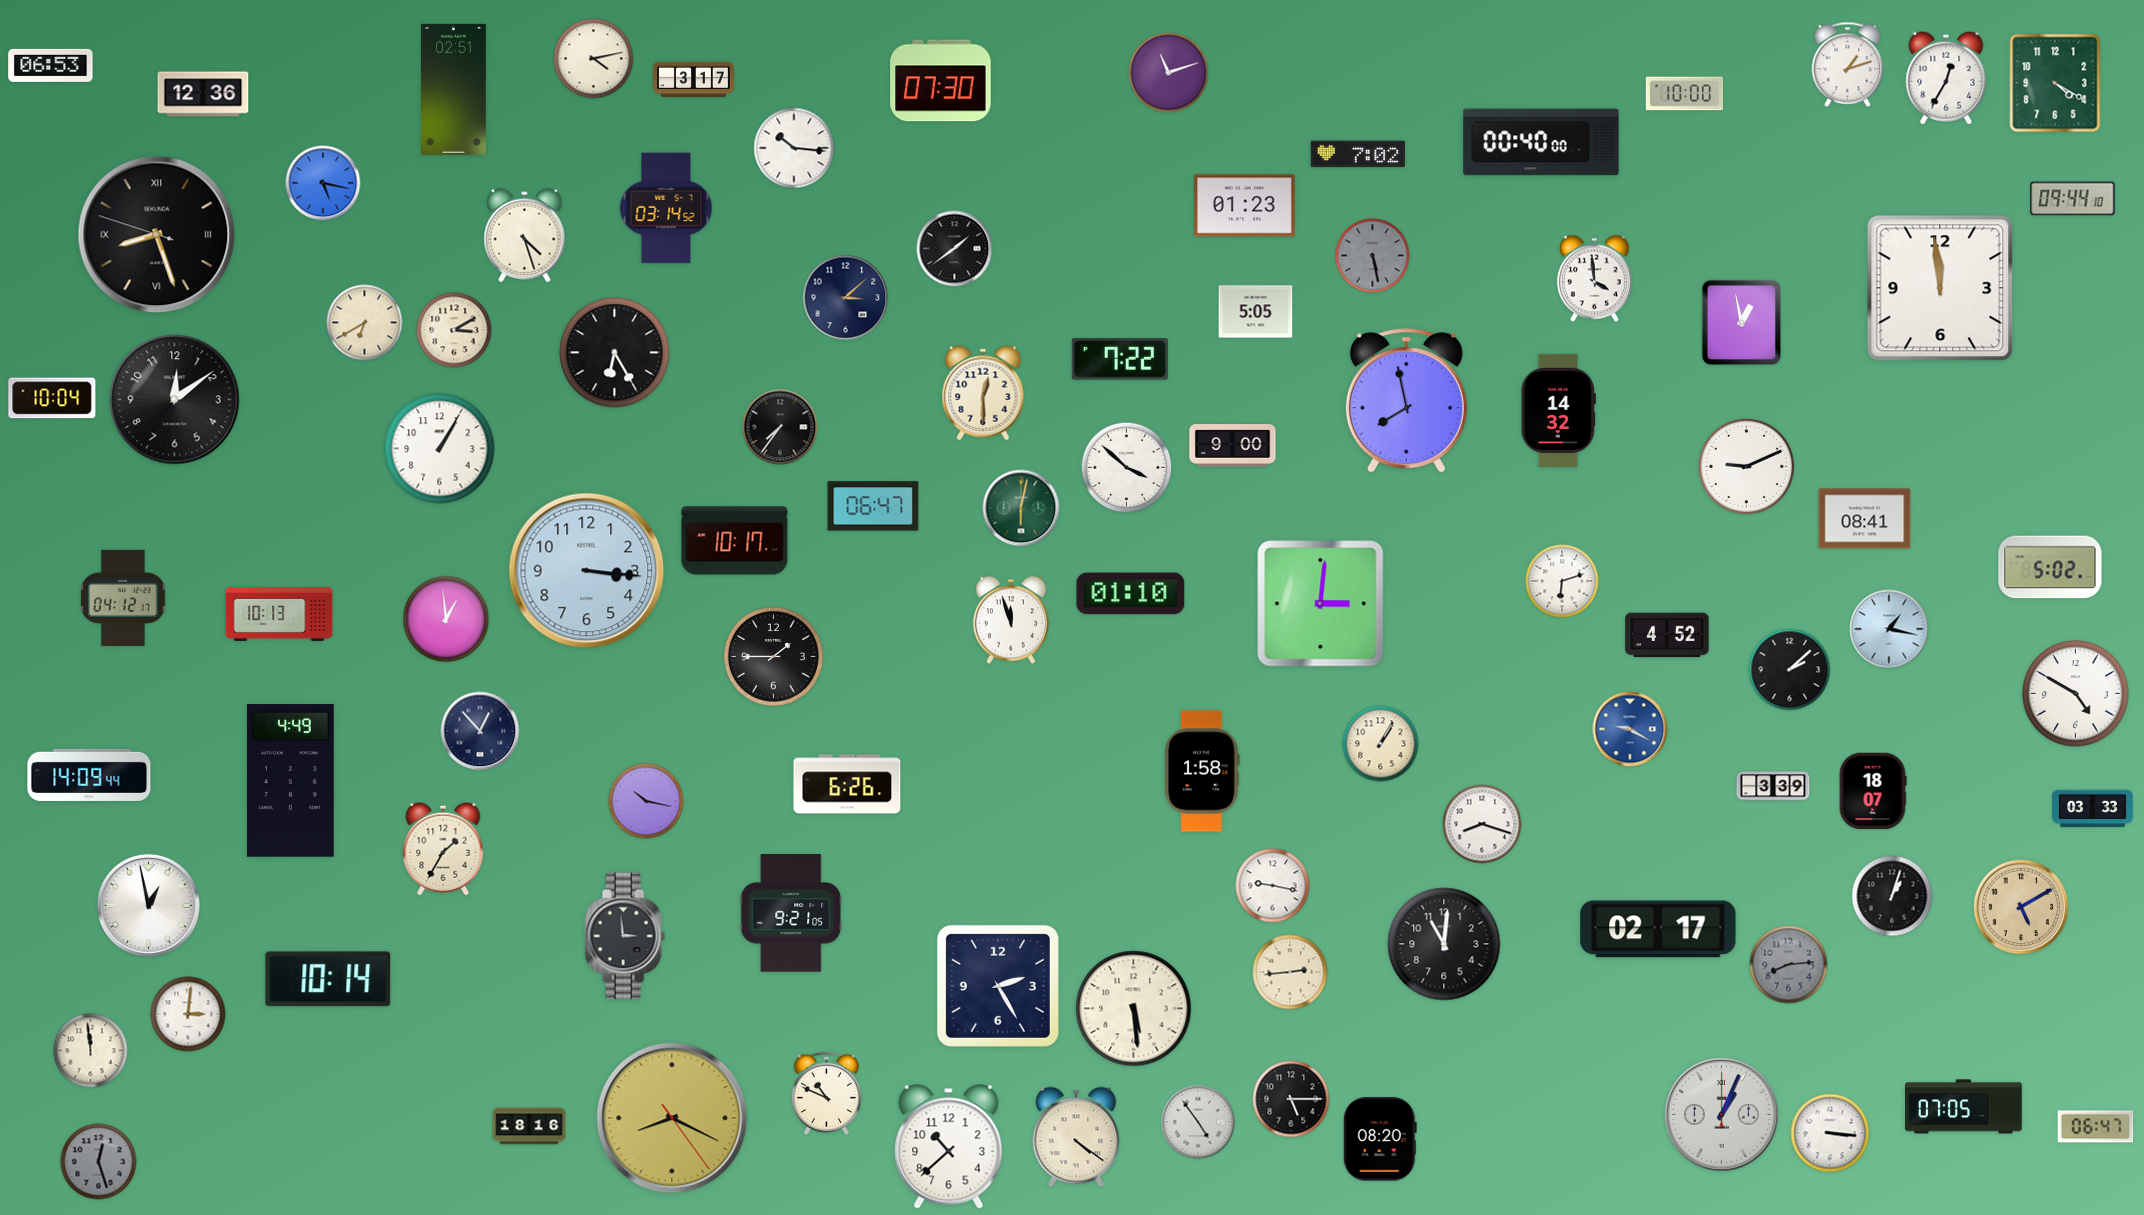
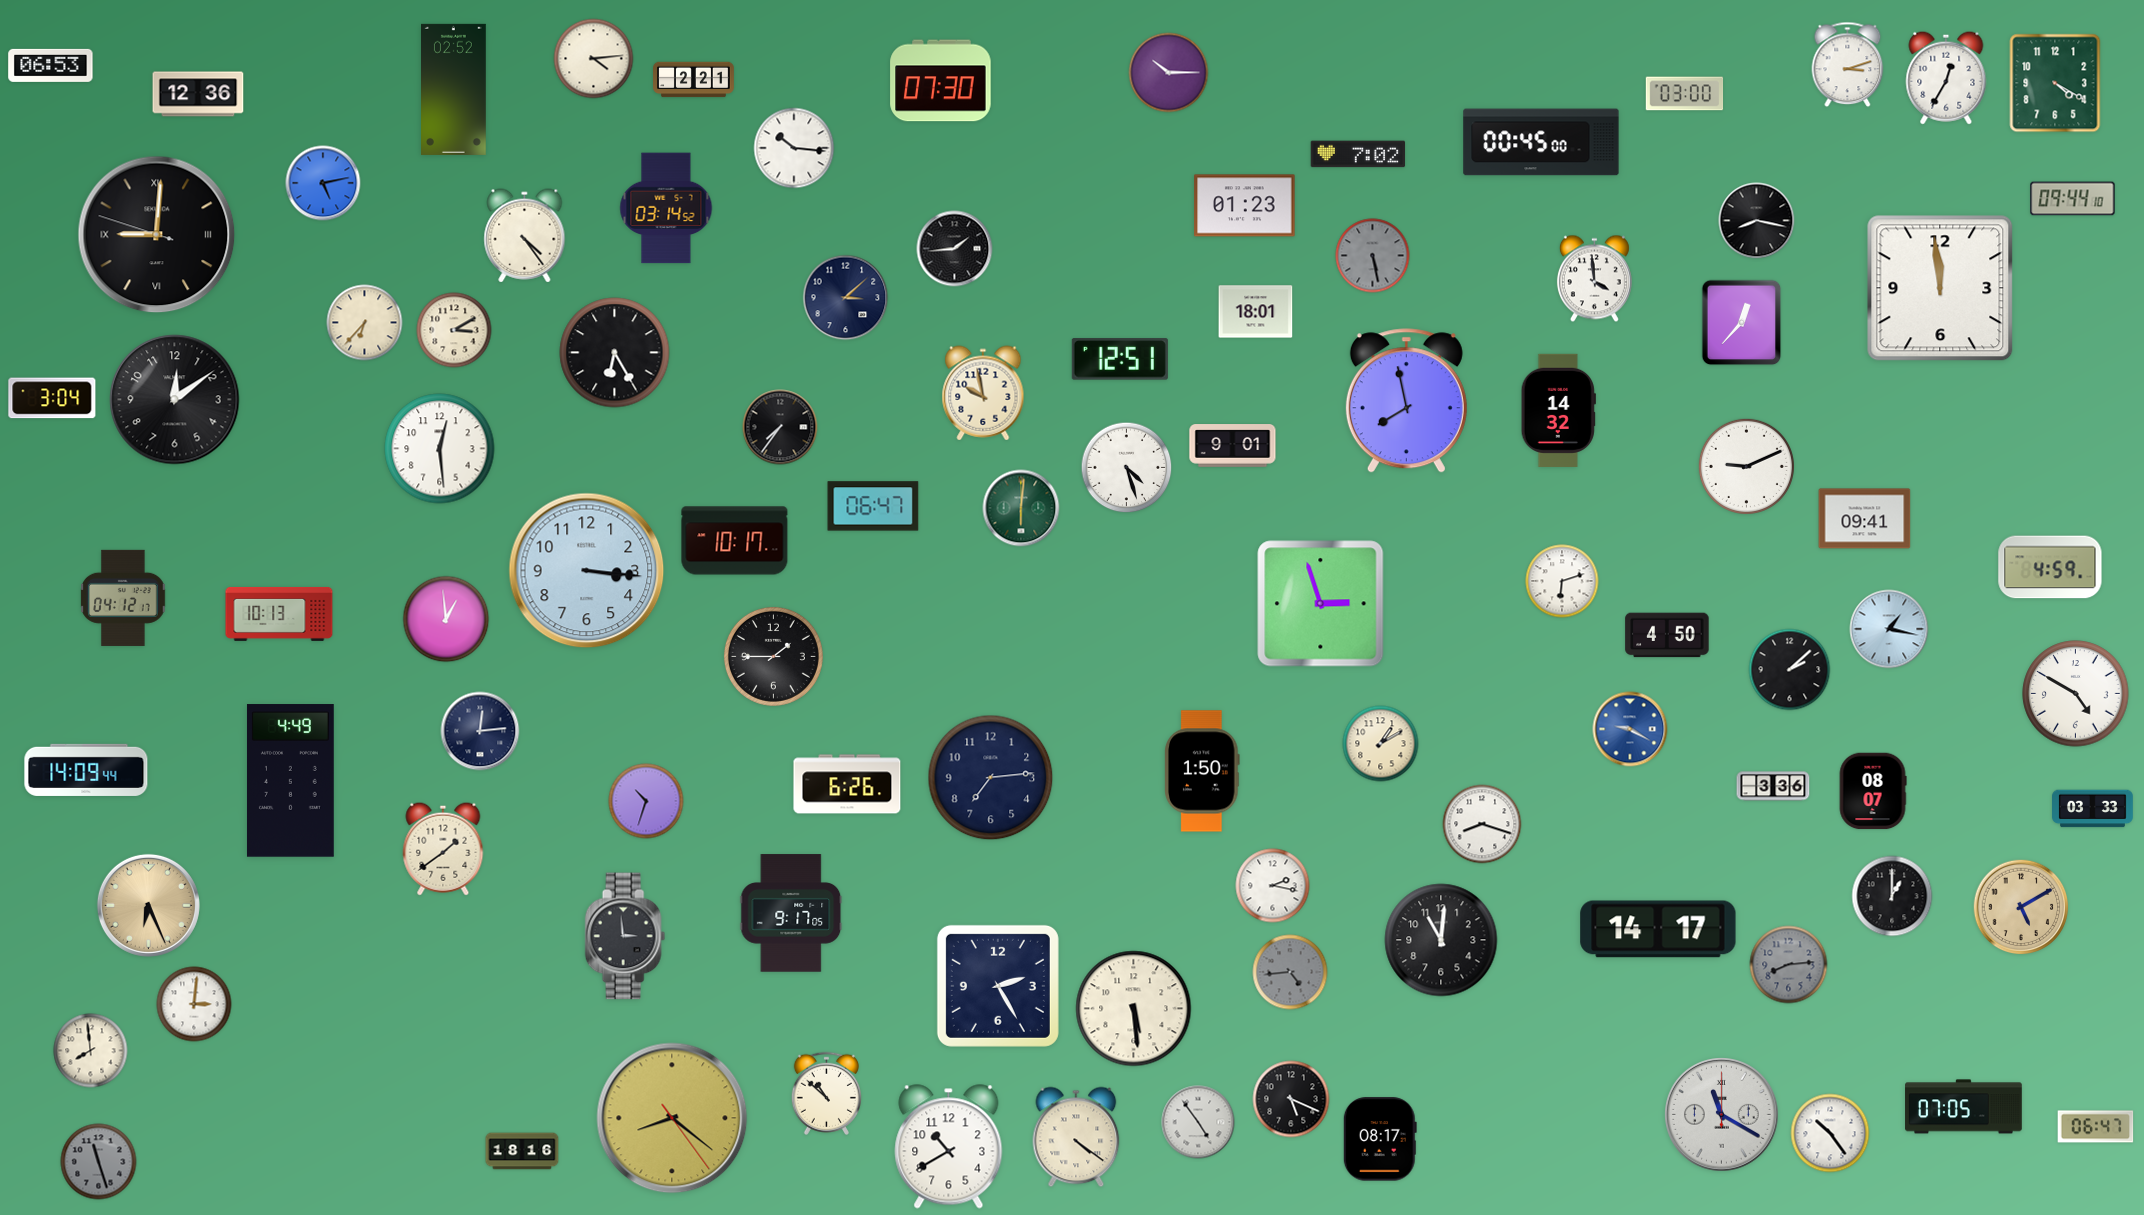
clock at (594, 59): 4:13 -> 4:14
clock at (1848, 65): 1:12 -> 3:12
clock at (1169, 73): 11:12 -> 10:15
clock at (694, 80): 3:17 -> 2:21
clock at (454, 89): 02:51 -> 02:52
clock at (203, 94) position: (203, 94) -> (198, 94)
clock at (1685, 94): 10:00 -> 03:00
clock at (1541, 142): 00:40 -> 00:45
clock at (323, 183): 5:17 -> 5:13
clock at (1757, 221): none -> 8:17
clock at (157, 235): 8:26 -> 9:00
clock at (525, 236): 4:27 -> 4:24
clock at (955, 249): 1:39 -> 1:44
clock at (1256, 312): 5:05 -> 18:01
clock at (365, 323): 6:40 -> 6:37
clock at (1742, 323): 12:58 -> 12:37
clock at (1120, 359): 7:22 -> 12:51
clock at (983, 393): 12:30 -> 9:58
clock at (52, 398): 10:04 -> 3:04
clock at (1233, 446): 9:00 -> 9:01
clock at (440, 449): 1:05 -> 12:29
clock at (1127, 468): 3:52 -> 4:27
clock at (1021, 508): 6:02 -> 6:01
clock at (1865, 519): 08:41 -> 09:41
clock at (2050, 567): 5:02 -> 4:59
clock at (1131, 594): 01:10 -> none
clock at (1321, 604): 3:01 -> 2:57
clock at (1011, 620): 11:57 -> none
clock at (1667, 635): 4:52 -> 4:50
clock at (480, 731): 12:53 -> 12:14
clock at (1381, 744): 1:05 -> 1:10
clock at (1203, 771): 1:58 -> 1:50
clock at (89, 775) position: (89, 775) -> (86, 770)
clock at (991, 778): none -> 7:14
clock at (1773, 786): 3:39 -> 3:36
clock at (1873, 791): 18:07 -> 08:07
clock at (646, 801): 10:17 -> 10:33
clock at (443, 849): 1:35 -> 1:39
clock at (1273, 886): 9:17 -> 2:17
clock at (1892, 896): 1:03 -> 1:00
clock at (148, 905): 12:58 -> 6:26
clock at (148, 905) dial: white -> champagne
clock at (791, 913): 9:21 -> 9:17
clock at (1658, 929): 02:17 -> 14:17
clock at (1444, 944) position: (1444, 944) -> (1441, 940)
clock at (1290, 972): 2:44 -> 4:44
clock at (1290, 972) dial: cream -> grey
clock at (328, 979): 10:14 -> none
clock at (188, 1014) position: (188, 1014) -> (194, 1004)
clock at (91, 1051): 11:59 -> 7:59
clock at (826, 1093): 10:49 -> 10:52
clock at (1291, 1099): 5:15 -> 5:19
clock at (1722, 1115): 1:04 -> 11:20
clock at (672, 1118): 8:19 -> 8:21
clock at (529, 1126) position: (529, 1126) -> (522, 1151)
clock at (1830, 1133): 3:16 -> 10:24
clock at (1380, 1139): 08:20 -> 08:17
clock at (949, 1147): 10:38 -> 10:40
clock at (99, 1162): 12:27 -> 11:27
